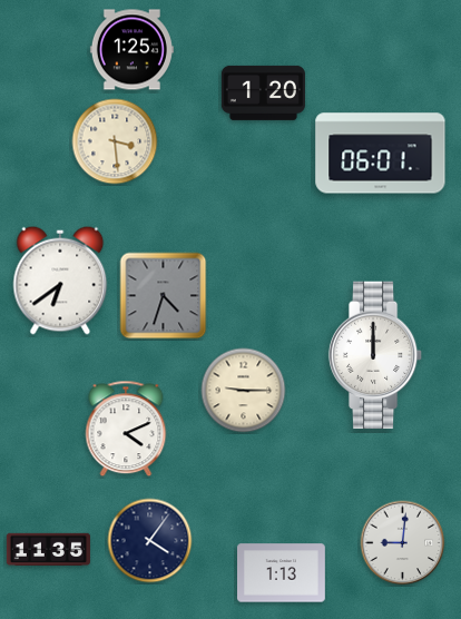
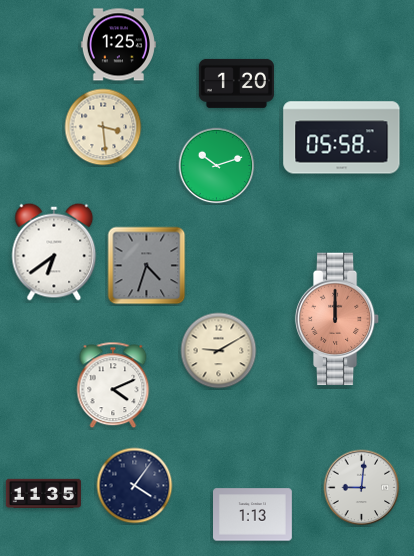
clock at (381, 154): 06:01 -> 05:58
clock at (217, 166): none -> 10:12
clock at (375, 355) dial: white -> salmon
clock at (244, 391): 9:15 -> 9:10
